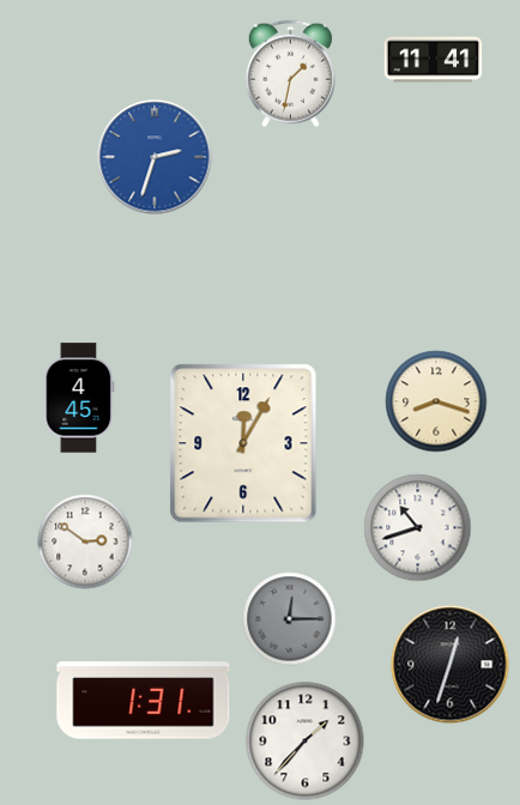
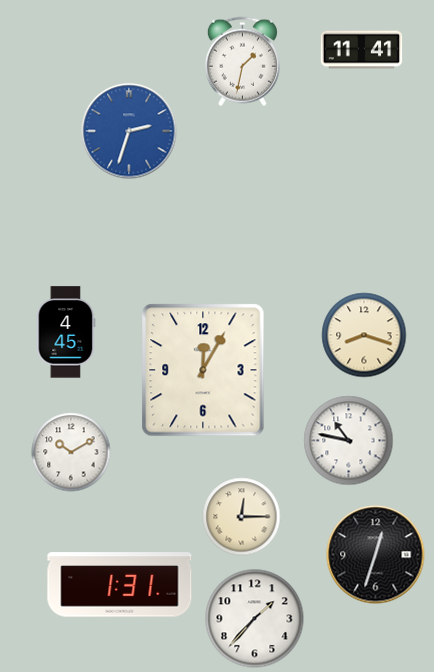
clock at (418, 528): 10:42 -> 10:47
clock at (85, 541): 2:51 -> 10:10
clock at (290, 619) dial: grey -> cream
